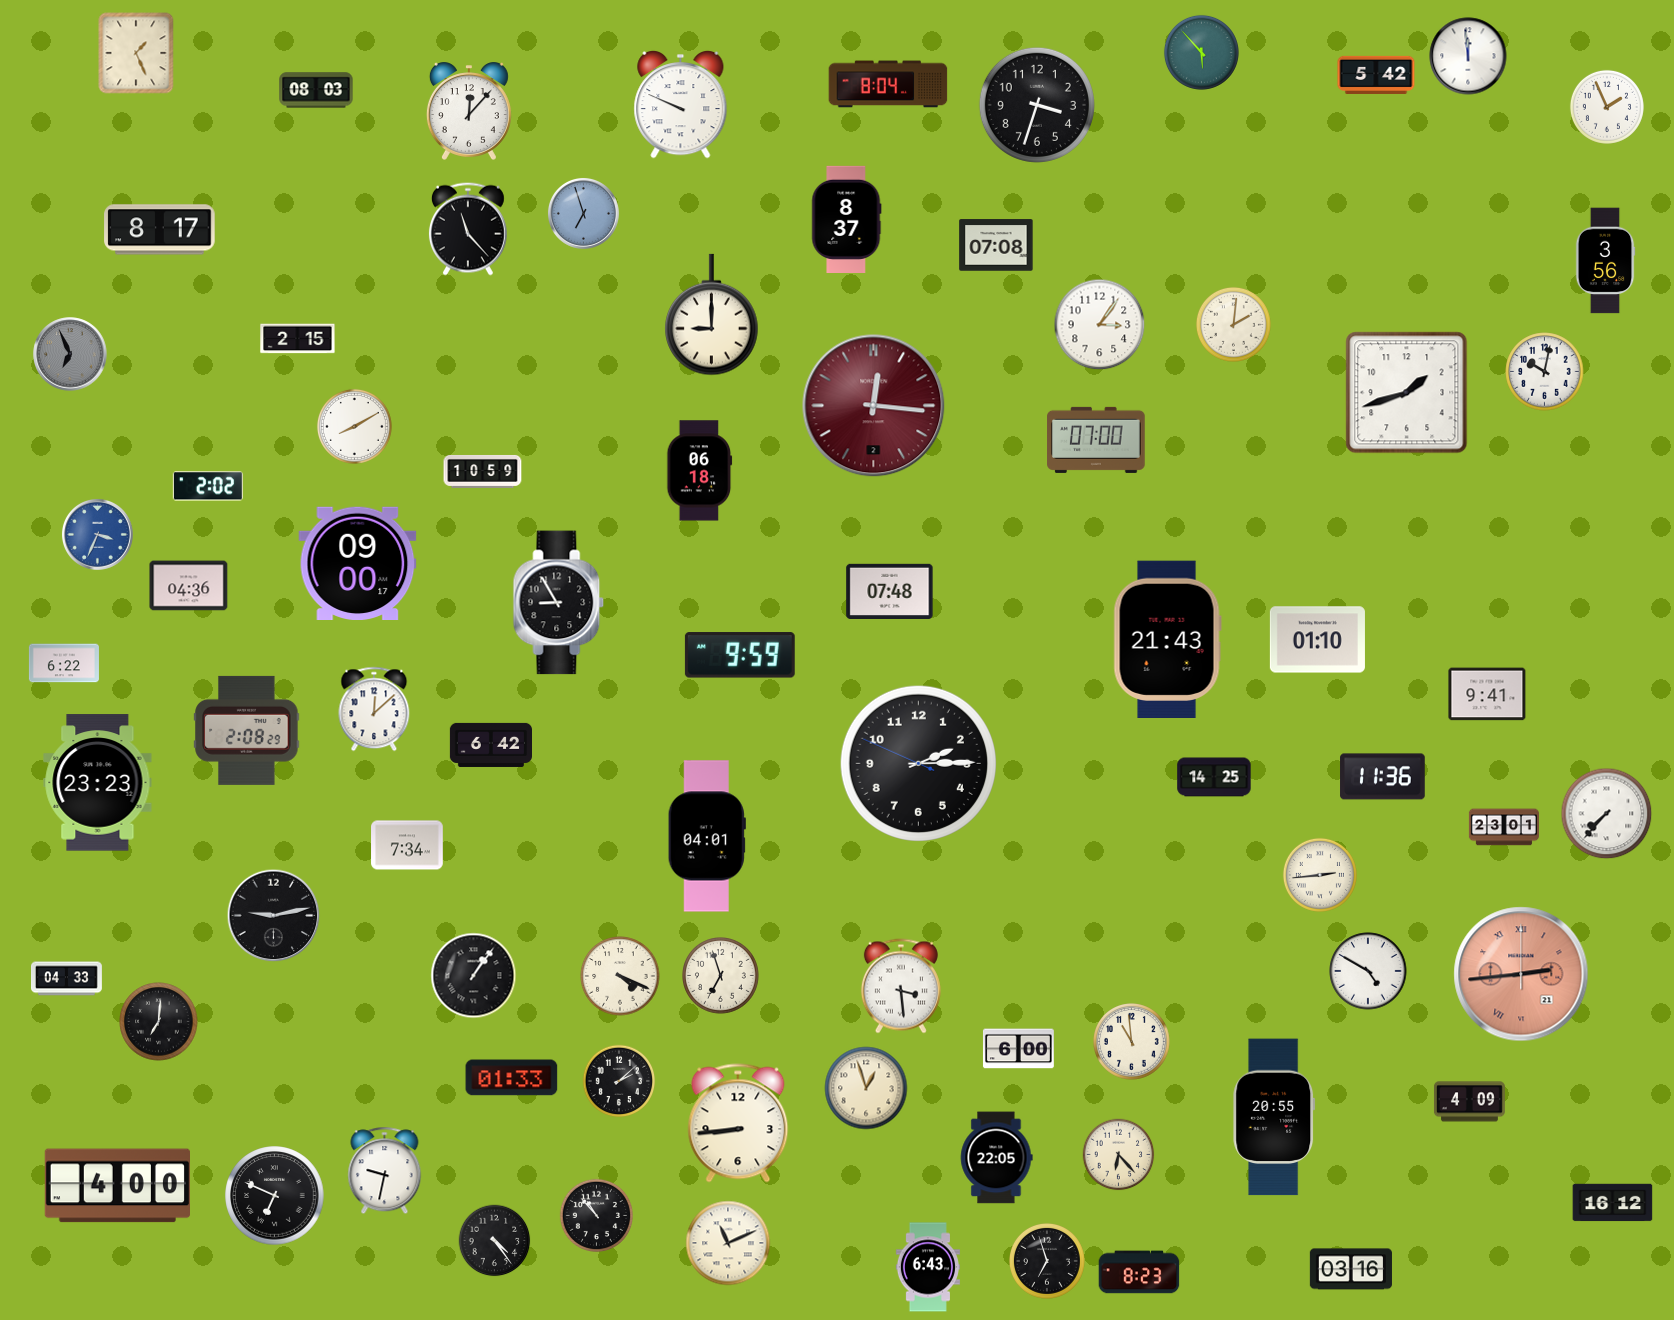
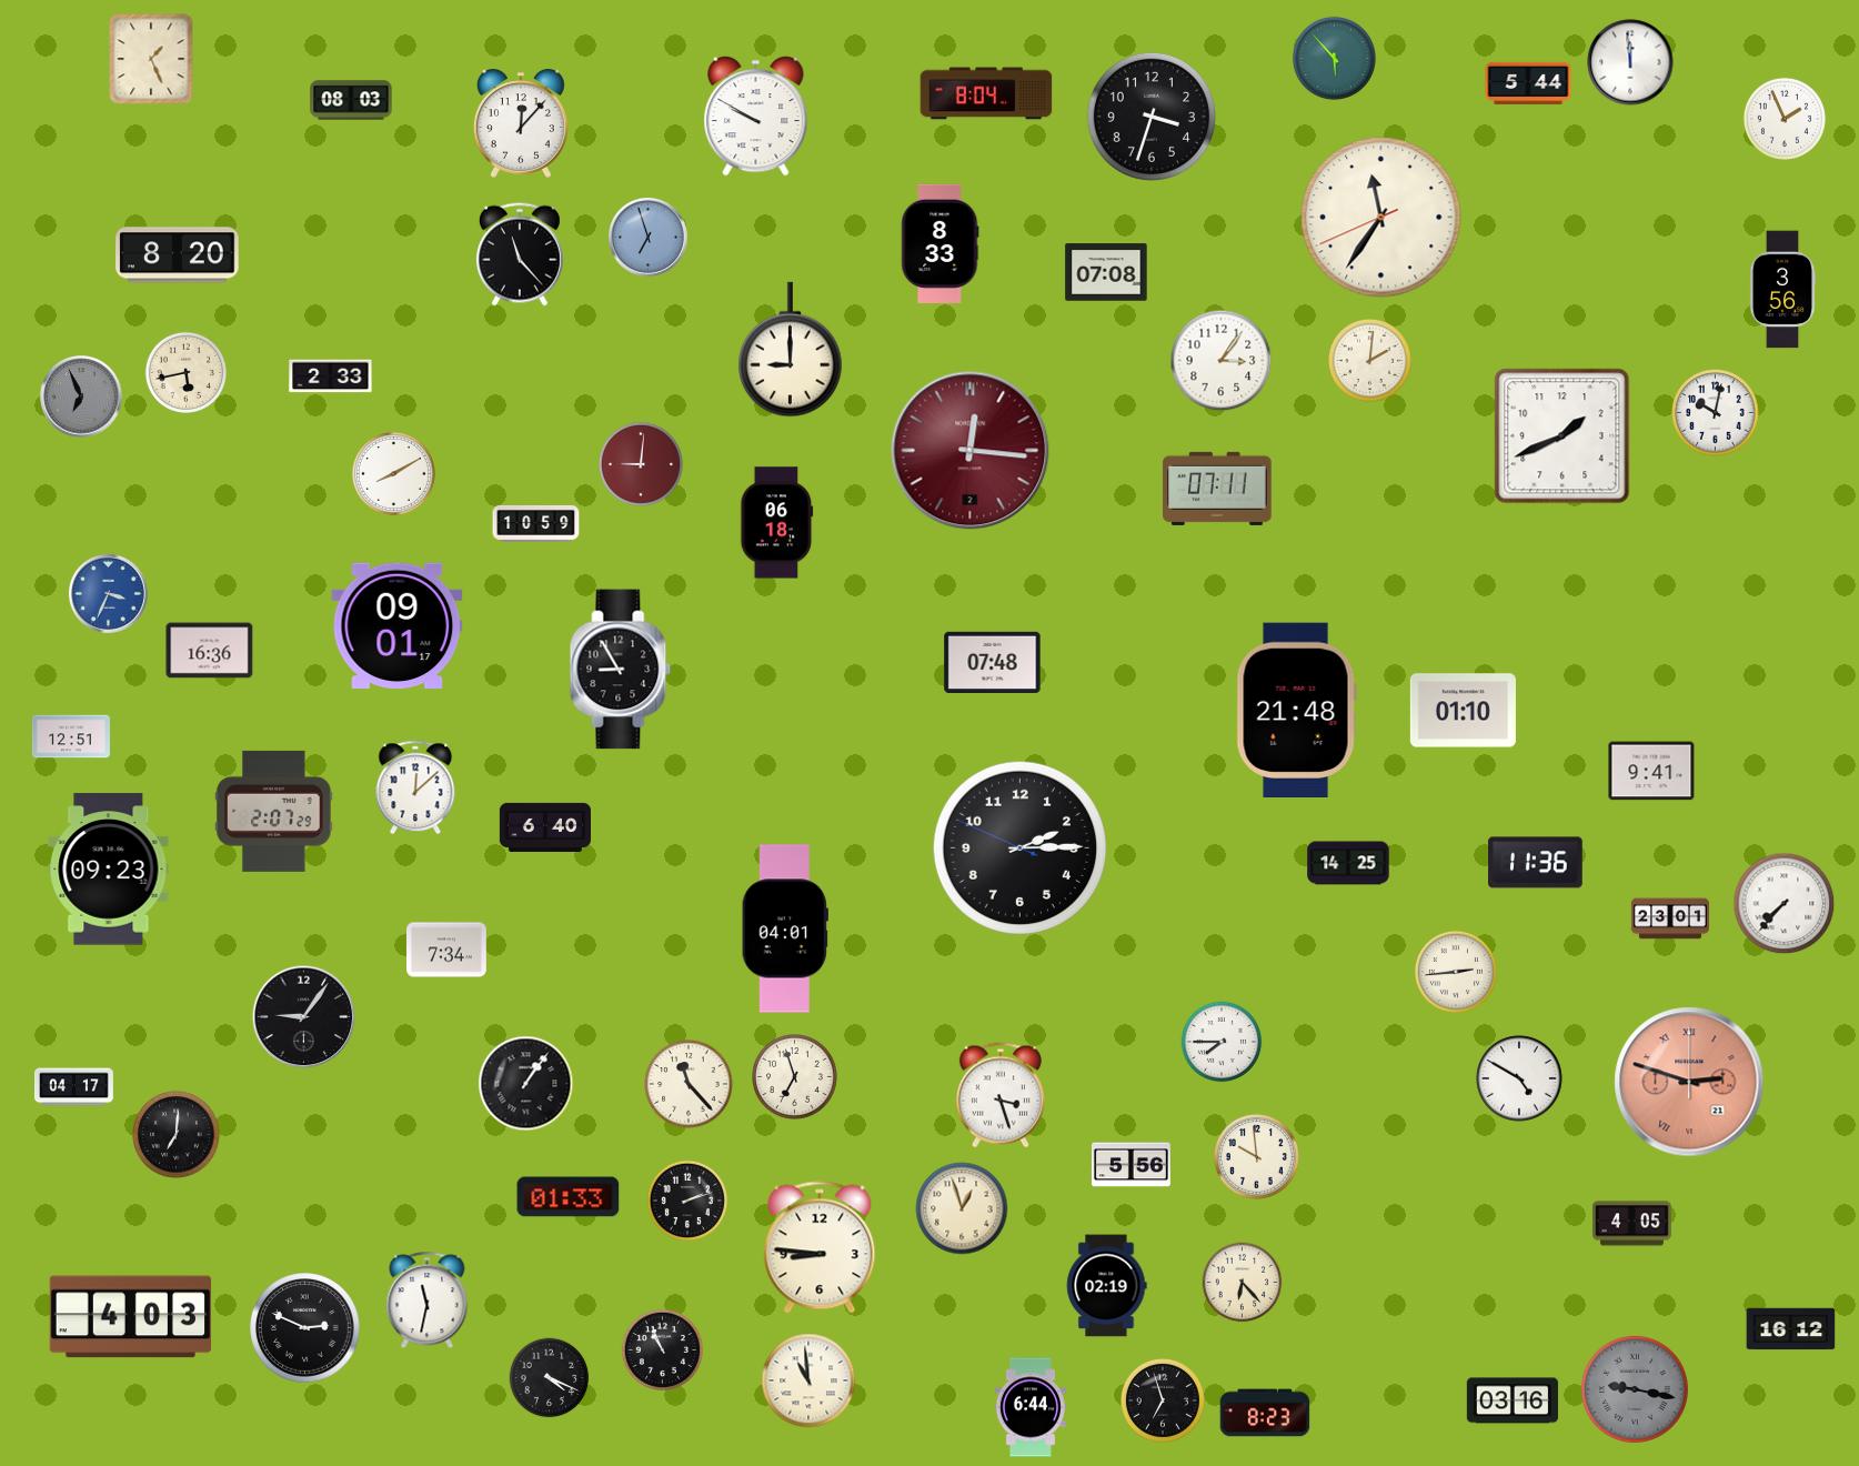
clock at (1376, 75): 5:42 -> 5:44
clock at (681, 104): 9:49 -> 9:50
clock at (1381, 218): none -> 11:35
clock at (847, 219): 8:37 -> 8:33
clock at (160, 230): 8:17 -> 8:20
clock at (185, 372): none -> 5:43
clock at (298, 339): 2:15 -> 2:33
clock at (70, 354) position: (70, 354) -> (81, 396)
clock at (1407, 393): 1:42 -> 1:41
clock at (641, 464): none -> 9:01
clock at (1096, 440): 07:00 -> 07:11
clock at (208, 486): 2:02 -> none
clock at (358, 563): 09:00 -> 09:01
clock at (189, 586): 04:36 -> 16:36
clock at (890, 591) position: (890, 591) -> (993, 662)
clock at (1167, 639): 21:43 -> 21:48
clock at (740, 655): 9:59 -> none
clock at (64, 663): 6:22 -> 12:51
clock at (247, 730): 2:08 -> 2:07
clock at (490, 745): 6:42 -> 6:40
clock at (98, 783): 23:23 -> 09:23
clock at (407, 845) position: (407, 845) -> (446, 950)
clock at (1320, 875) position: (1320, 875) -> (1456, 972)
clock at (274, 916): 9:13 -> 9:06
clock at (1222, 1042): none -> 7:45
clock at (1521, 974): 2:44 -> 2:48
clock at (620, 976): 4:19 -> 11:23
clock at (721, 976) position: (721, 976) -> (795, 1077)
clock at (67, 979): 04:33 -> 04:17
clock at (901, 986): 3:29 -> 3:27
clock at (1132, 1042): 10:59 -> 9:59
clock at (1018, 1049): 6:00 -> 5:56
clock at (619, 1081): 2:08 -> 2:12
clock at (1469, 1102): 4:09 -> 4:05
clock at (1274, 1117): 20:55 -> none
clock at (738, 1123): 8:44 -> 8:46
clock at (996, 1158): 22:05 -> 02:19
clock at (385, 1171): 9:32 -> 11:32
clock at (117, 1186): 4:00 -> 4:03
clock at (275, 1196): 6:49 -> 2:49
clock at (1613, 1203) position: (1613, 1203) -> (1791, 1329)
clock at (596, 1215): 10:53 -> 10:56
clock at (495, 1241): 4:24 -> 4:19
clock at (728, 1243): 11:11 -> 10:59
clock at (1635, 1389): none -> 9:17
clock at (928, 1267): 6:43 -> 6:44
clock at (1351, 1269) position: (1351, 1269) -> (1513, 1400)
